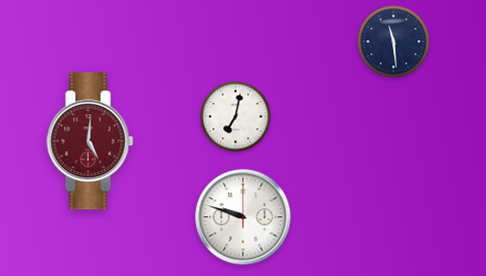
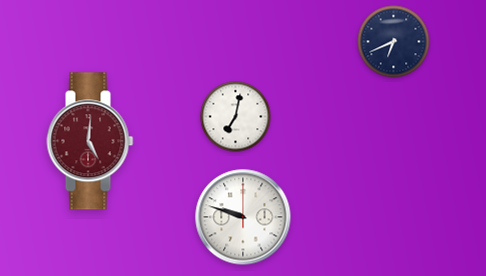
clock at (394, 42): 11:29 -> 6:41
